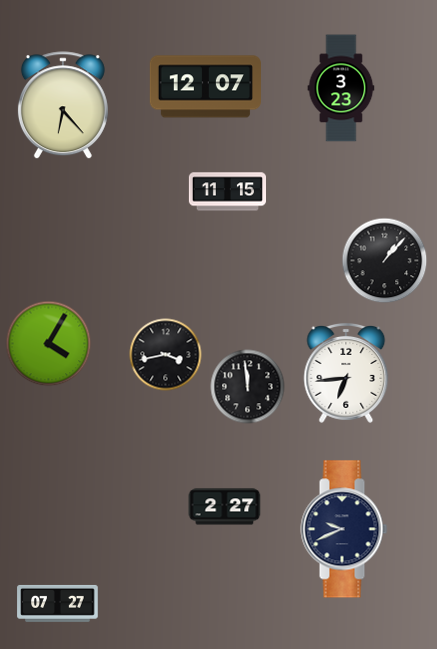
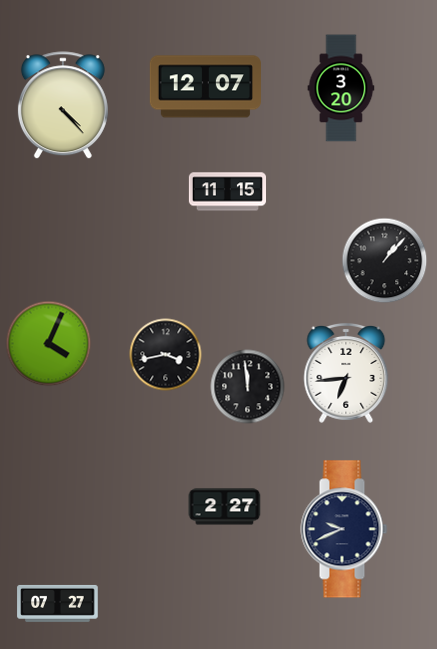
clock at (341, 88): 3:23 -> 3:20
clock at (63, 106): 6:23 -> 4:23
clock at (49, 344): 4:05 -> 4:04
